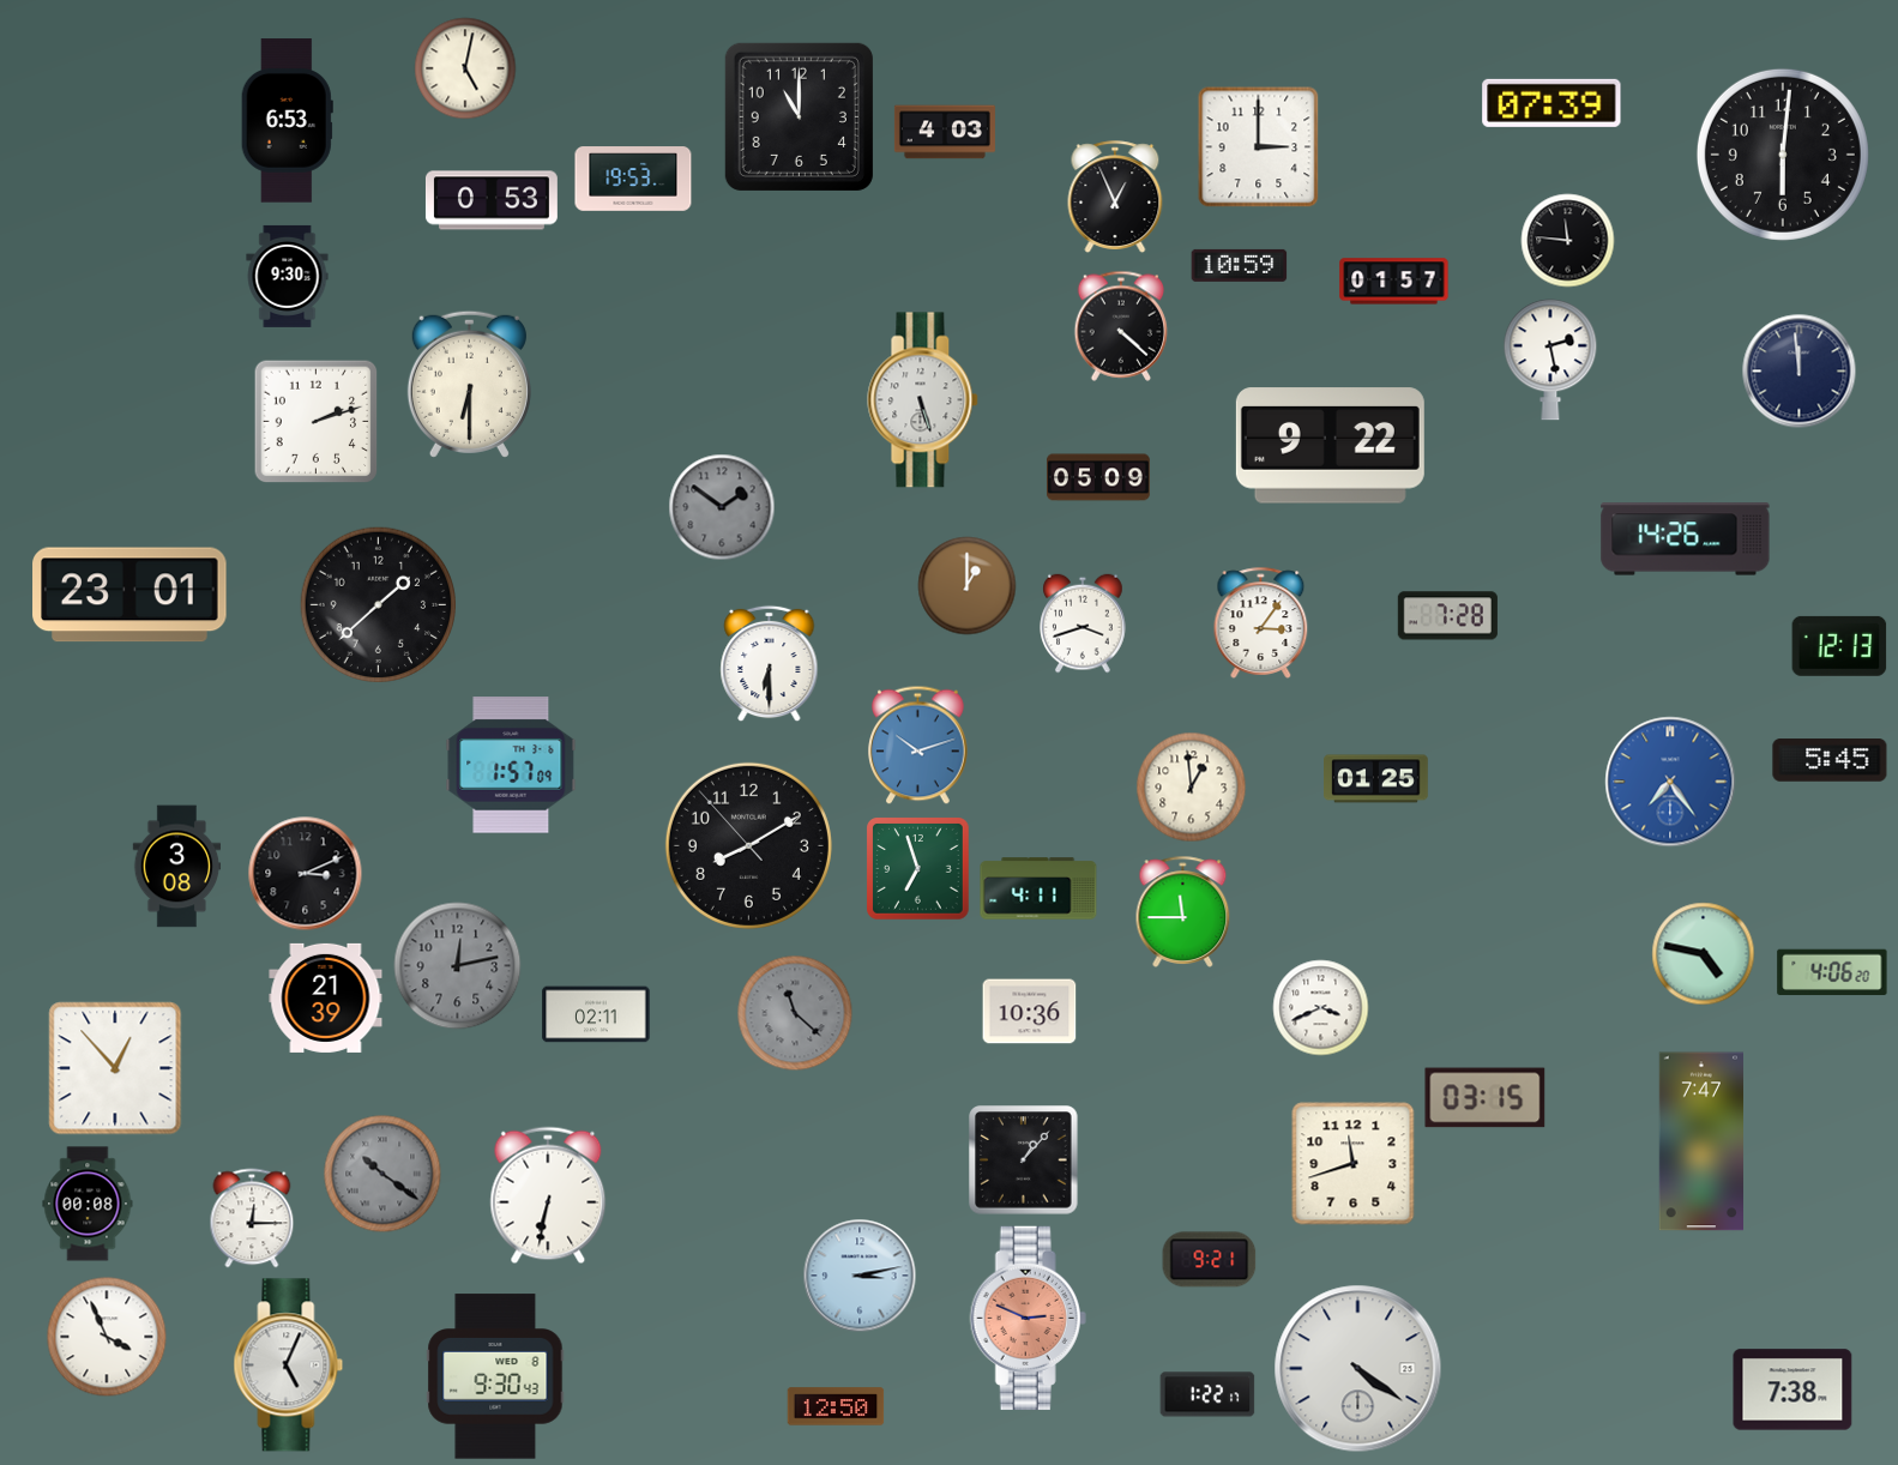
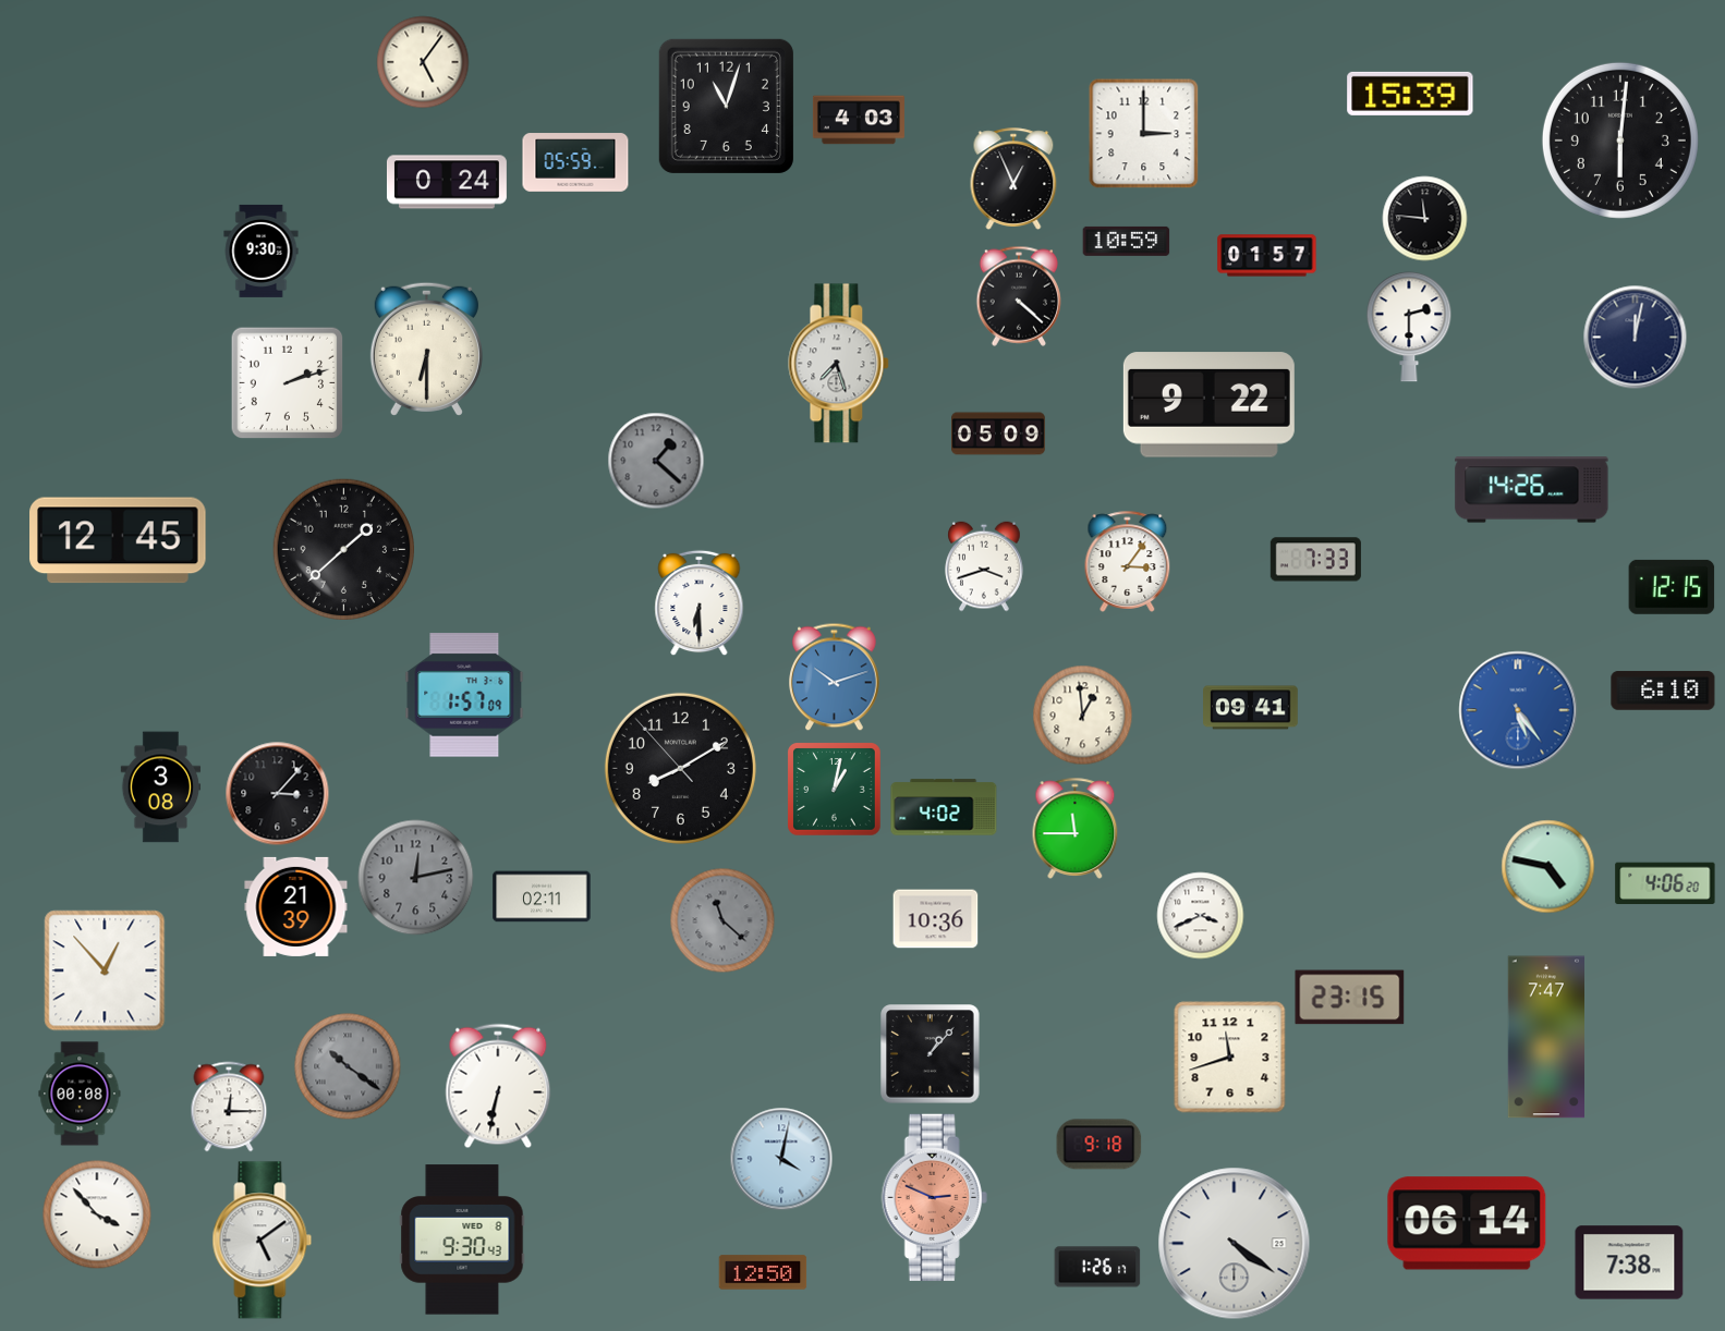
clock at (465, 68): 5:02 -> 5:06
clock at (1551, 103): 07:39 -> 15:39
clock at (799, 116): 11:00 -> 11:03
clock at (287, 121): 6:53 -> none
clock at (633, 179): 19:53 -> 05:59
clock at (492, 200): 0:53 -> 0:24
clock at (1550, 360): 2:28 -> 2:30
clock at (1800, 372): 11:59 -> 12:02
clock at (923, 400): 5:27 -> 7:27
clock at (722, 507): 1:51 -> 1:22
clock at (968, 586): 1:00 -> none
clock at (129, 595): 23:01 -> 12:45
clock at (1447, 616): 7:28 -> 7:33
clock at (1261, 622) position: (1261, 622) -> (1128, 561)
clock at (1839, 646): 12:13 -> 12:15
clock at (1830, 760): 5:45 -> 6:10
clock at (1376, 779): 01:25 -> 09:41
clock at (1670, 782): 7:24 -> 5:24
clock at (918, 869): 6:57 -> 1:02
clock at (306, 874): 3:11 -> 3:07
clock at (1038, 888): 4:11 -> 4:02
clock at (596, 1014) position: (596, 1014) -> (542, 896)
clock at (1486, 1098): 03:15 -> 23:15
clock at (1210, 1260): 9:21 -> 9:18
clock at (860, 1276): 3:13 -> 4:02
clock at (107, 1337): 3:56 -> 3:53
clock at (1467, 1223): none -> 06:14
clock at (289, 1365): 5:04 -> 5:09
clock at (495, 1376) position: (495, 1376) -> (462, 1240)
clock at (1207, 1394): 1:22 -> 1:26
clock at (836, 1406) position: (836, 1406) -> (763, 1272)
